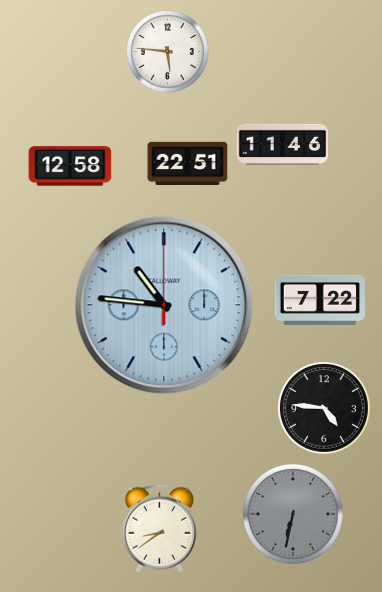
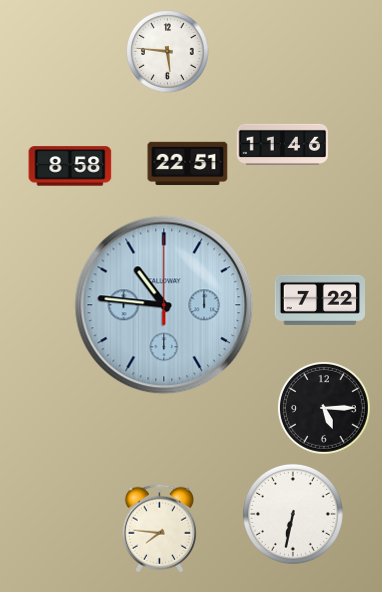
clock at (70, 166): 12:58 -> 8:58
clock at (324, 408): 4:46 -> 5:15
clock at (293, 514) dial: grey -> white
clock at (159, 529): 8:39 -> 7:46
